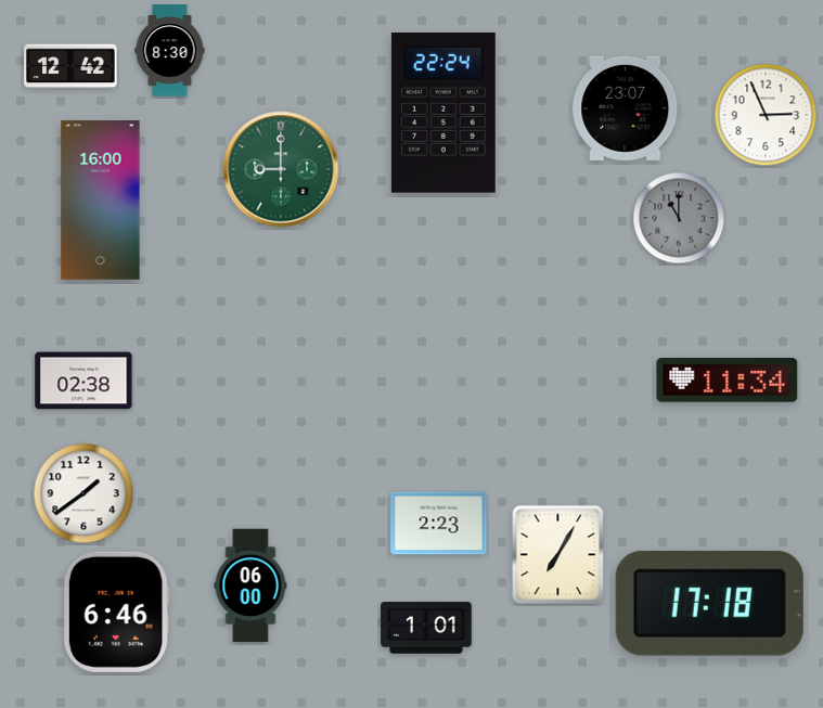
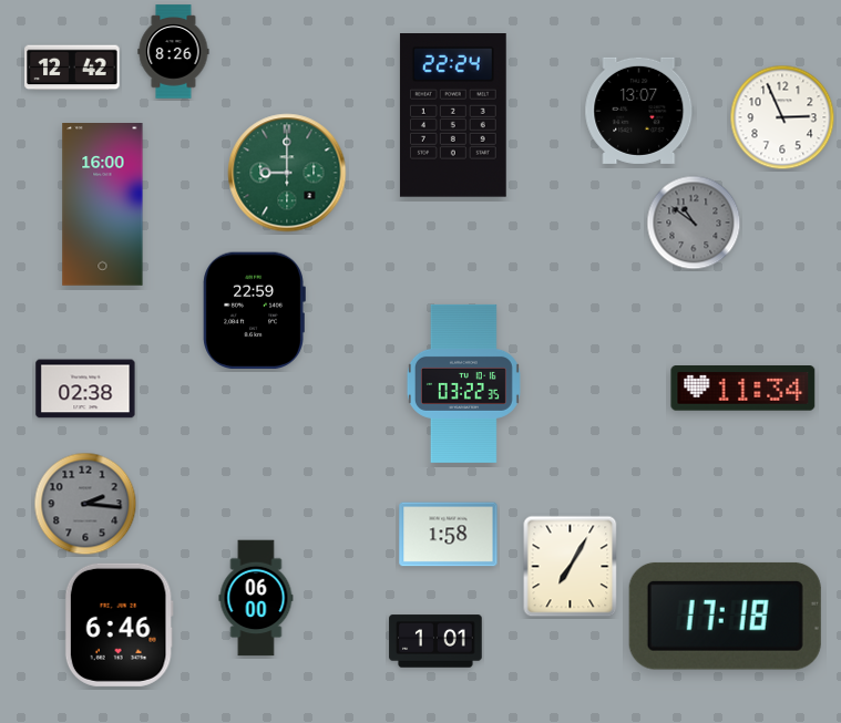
clock at (170, 51): 8:30 -> 8:26
clock at (626, 108): 23:07 -> 13:07
clock at (679, 218): 11:00 -> 10:51
clock at (254, 310): none -> 22:59
clock at (463, 383): none -> 03:22
clock at (83, 493): 1:39 -> 2:16
clock at (83, 493) dial: white -> grey
clock at (439, 524): 2:23 -> 1:58
